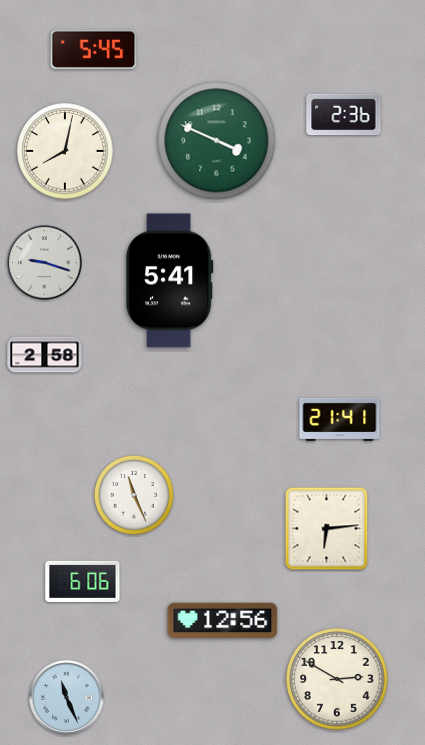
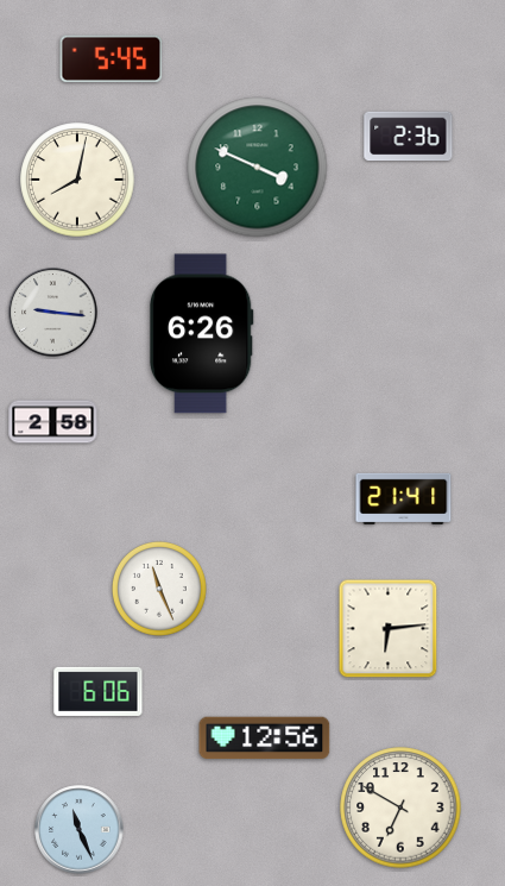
clock at (45, 263): 9:18 -> 9:16
clock at (169, 281): 5:41 -> 6:26
clock at (337, 679): 2:50 -> 6:50
